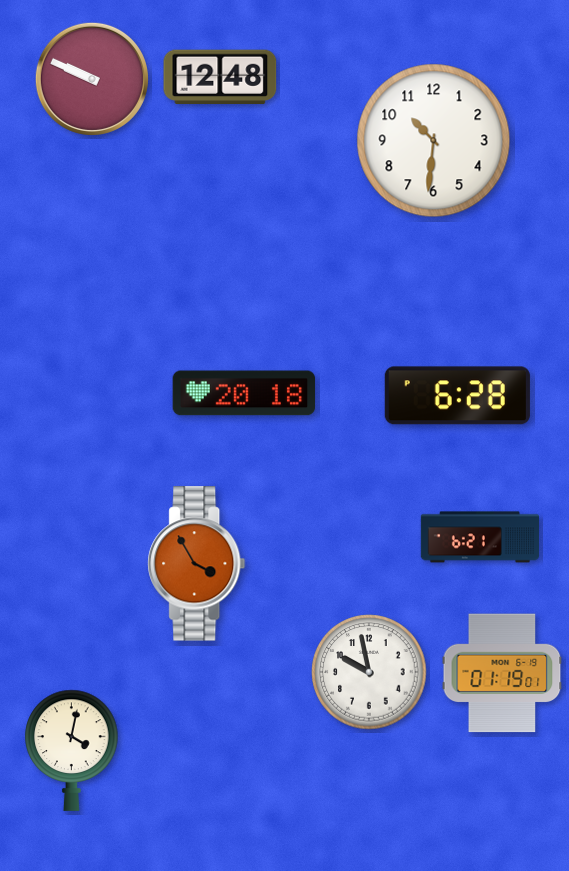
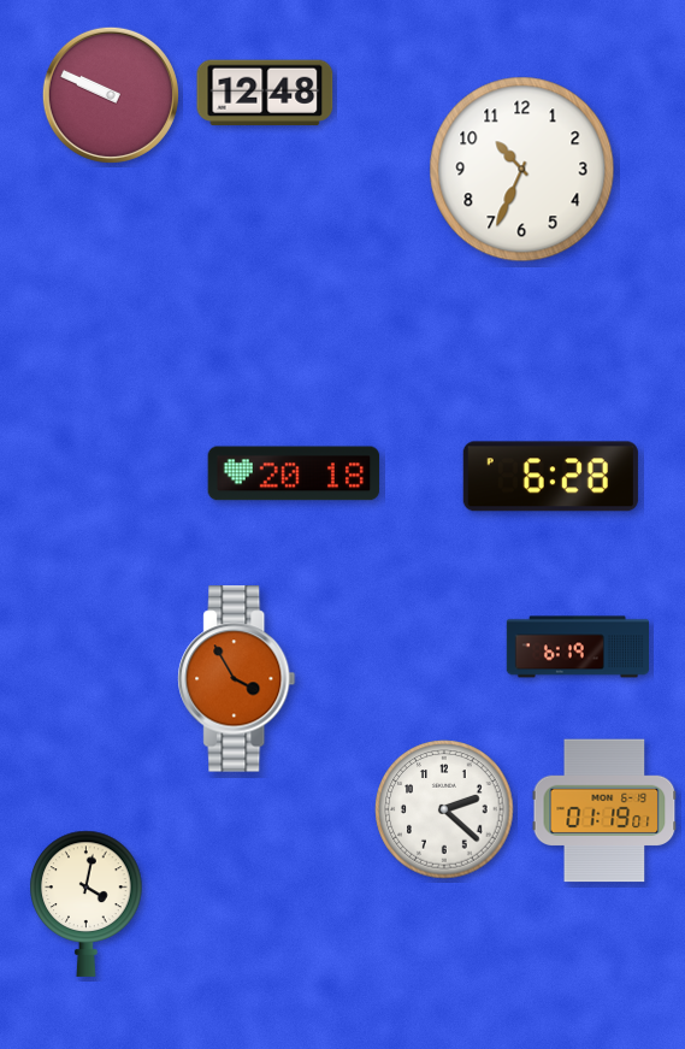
clock at (434, 141): 10:31 -> 10:34
clock at (479, 537): 6:21 -> 6:19
clock at (369, 672): 9:58 -> 2:22
